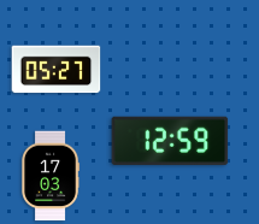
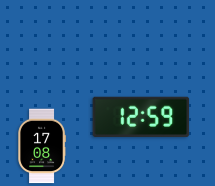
clock at (57, 70): 05:27 -> none
clock at (51, 176): 17:03 -> 17:08
